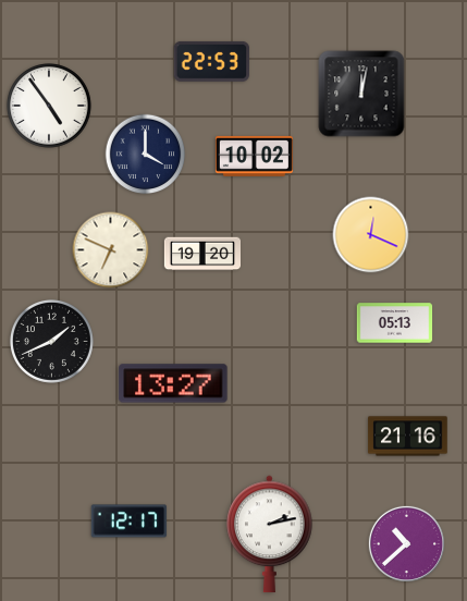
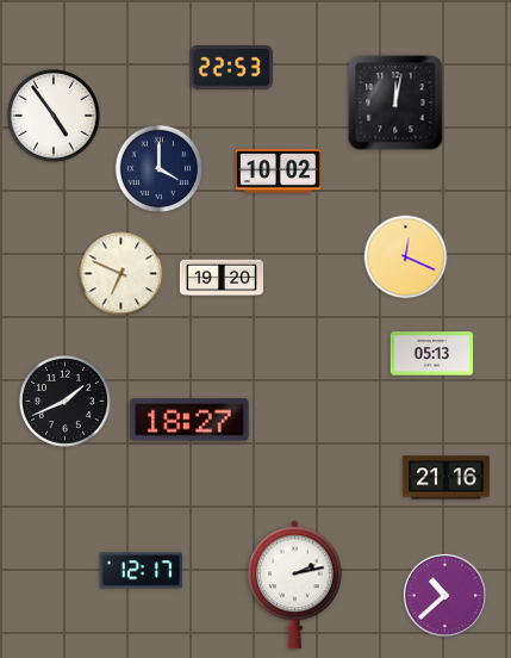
clock at (51, 341) position: (51, 341) -> (64, 401)
clock at (173, 383): 13:27 -> 18:27
